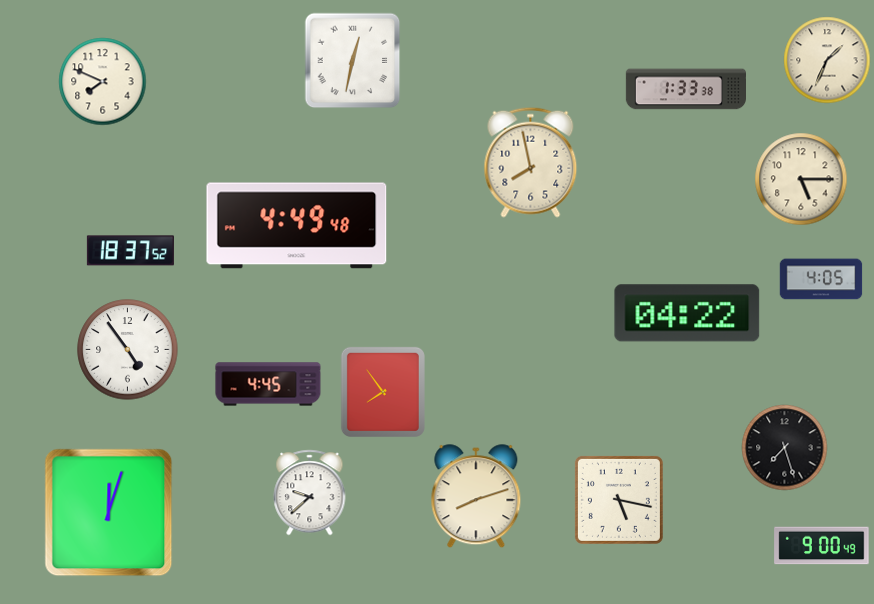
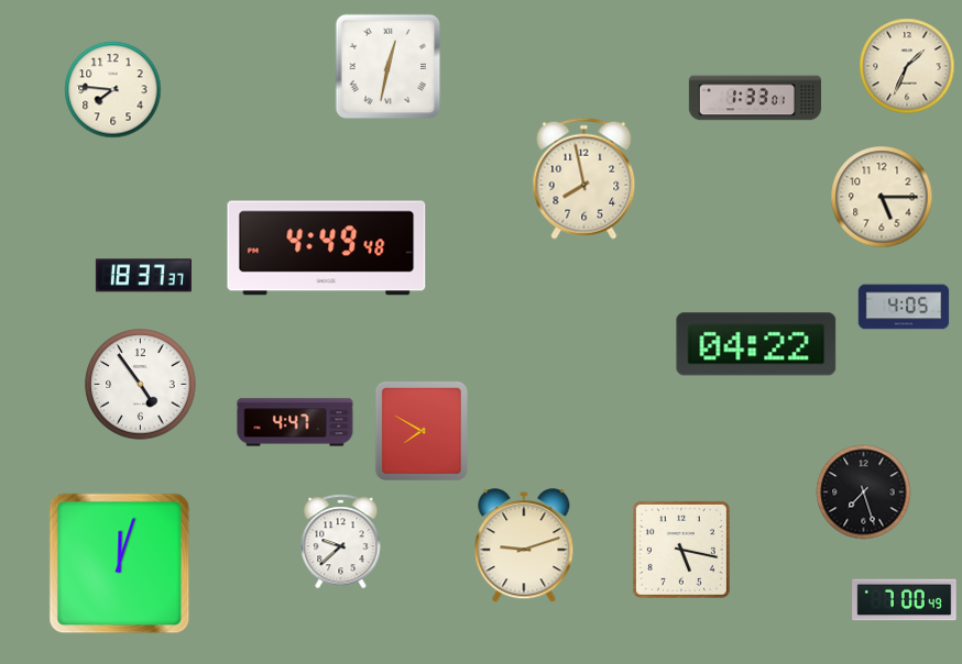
clock at (827, 60) position: (827, 60) -> (907, 66)
clock at (103, 82): 7:49 -> 7:46
clock at (685, 89): 1:33:38 -> 1:33:01
clock at (130, 251): 18:37:52 -> 18:37:37
clock at (268, 384): 4:45 -> 4:47
clock at (383, 392): 7:54 -> 7:50
clock at (476, 497): 8:12 -> 9:12
clock at (822, 546): 9:00 -> 7:00
